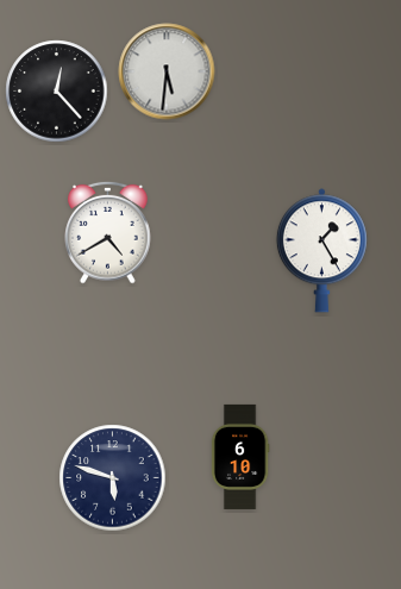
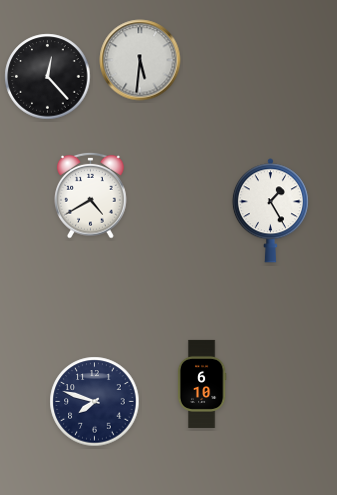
clock at (113, 478): 5:48 -> 7:48
